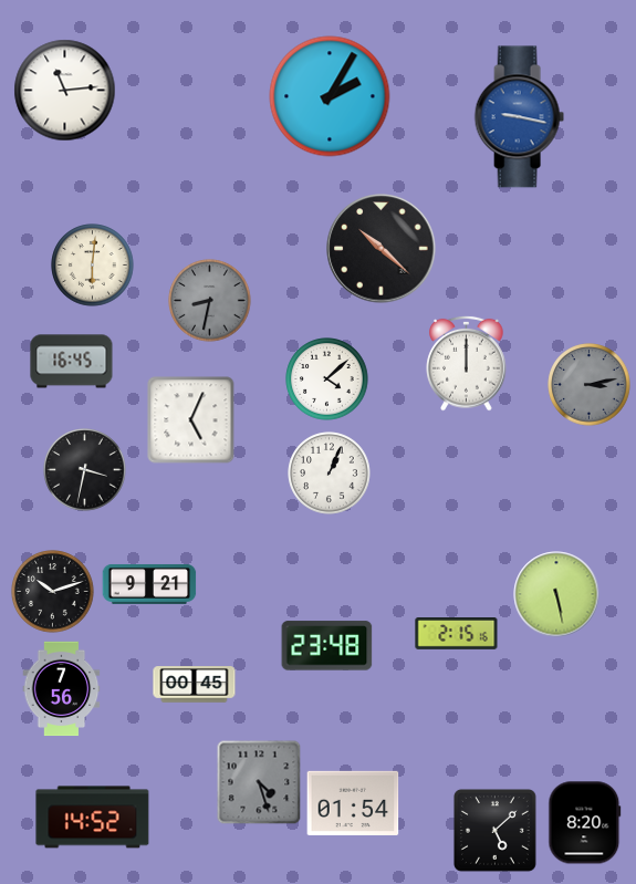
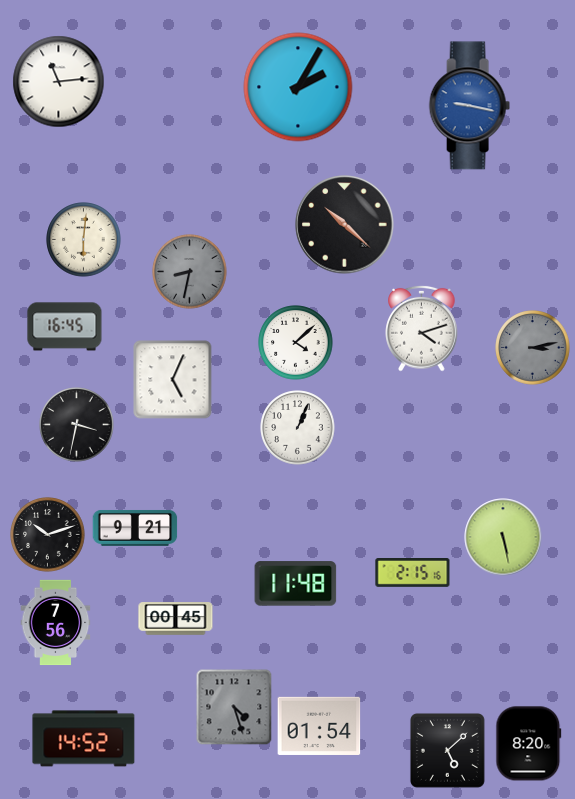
clock at (467, 363): 12:00 -> 4:12
clock at (327, 646): 23:48 -> 11:48
